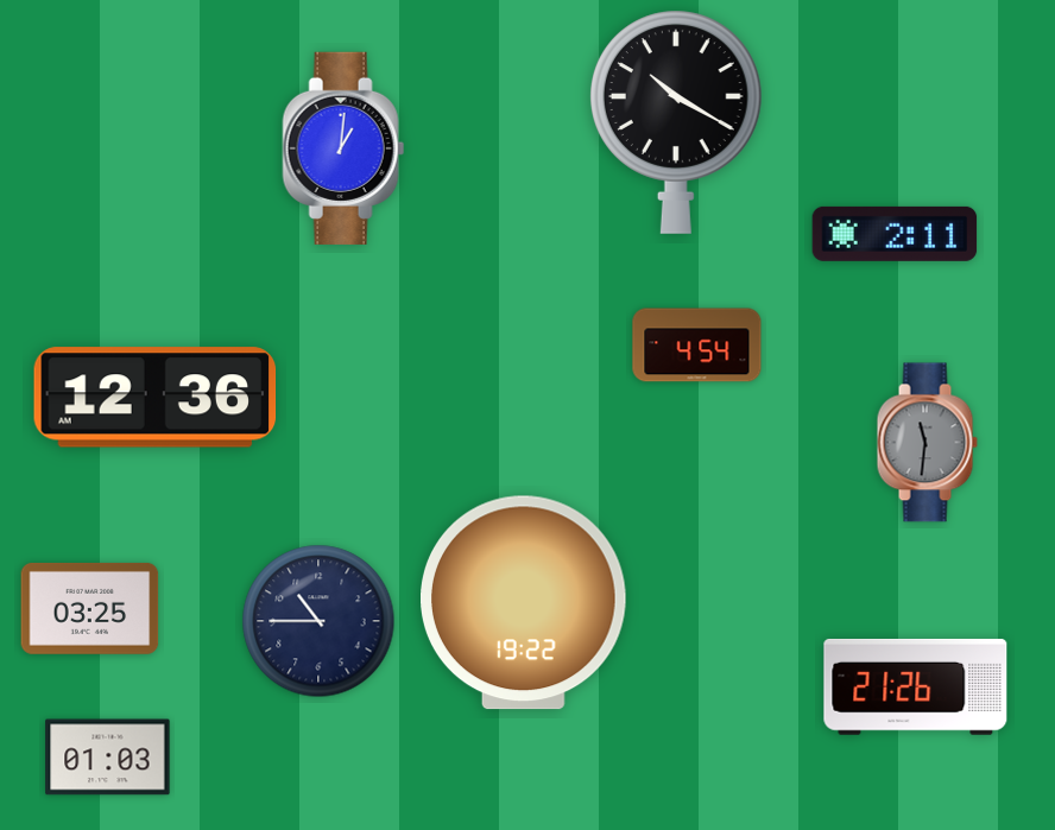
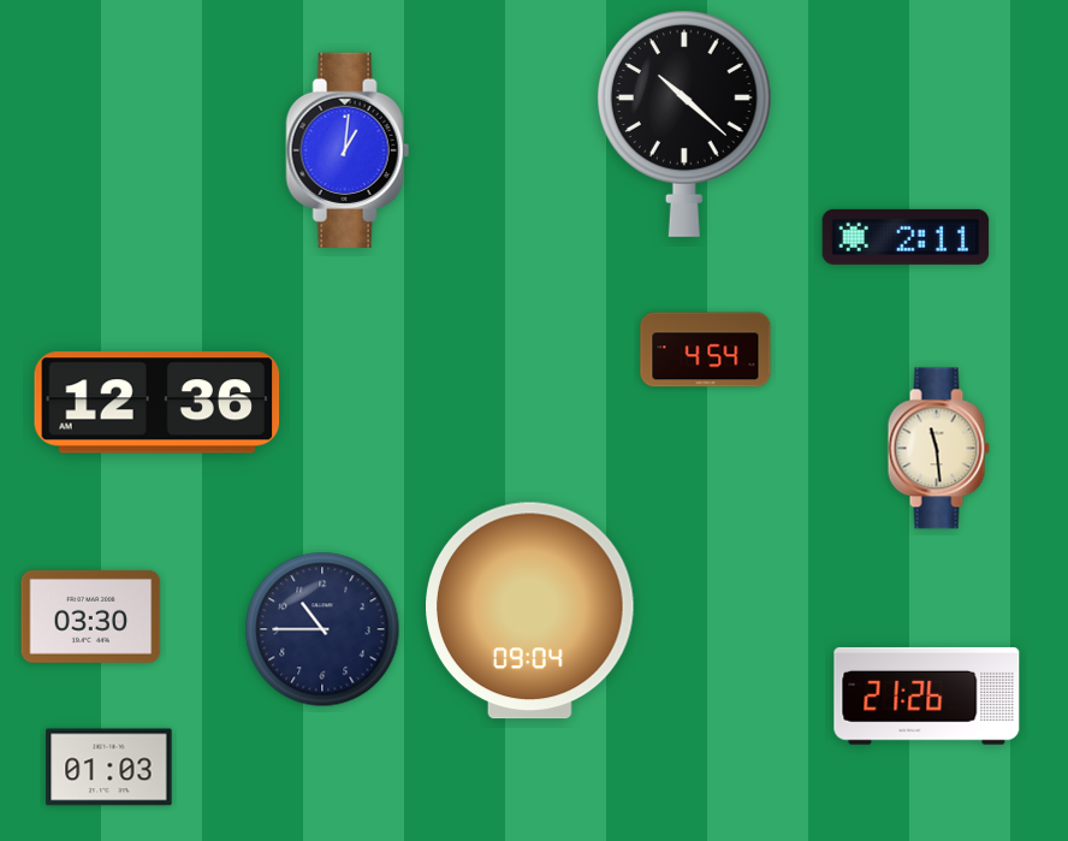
clock at (676, 122): 10:20 -> 10:22
clock at (927, 443): 11:31 -> 11:29
clock at (927, 443) dial: grey -> cream
clock at (524, 603): 19:22 -> 09:04
clock at (90, 608): 03:25 -> 03:30
